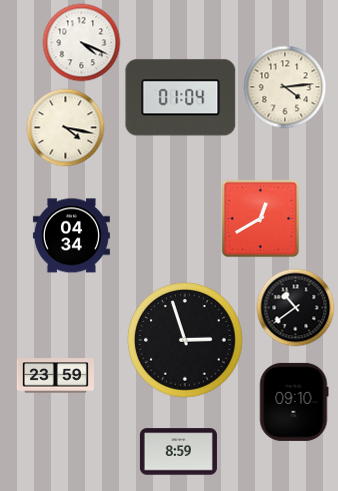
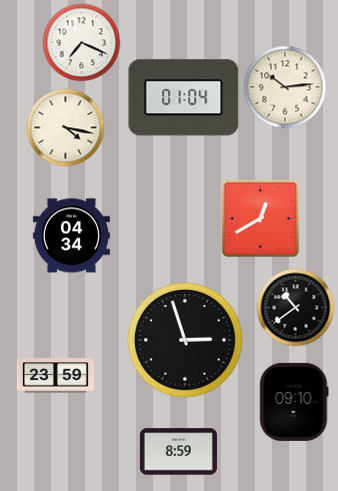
clock at (81, 42): 4:19 -> 7:19
clock at (285, 87): 4:14 -> 10:14
clock at (181, 98) position: (181, 98) -> (184, 98)
